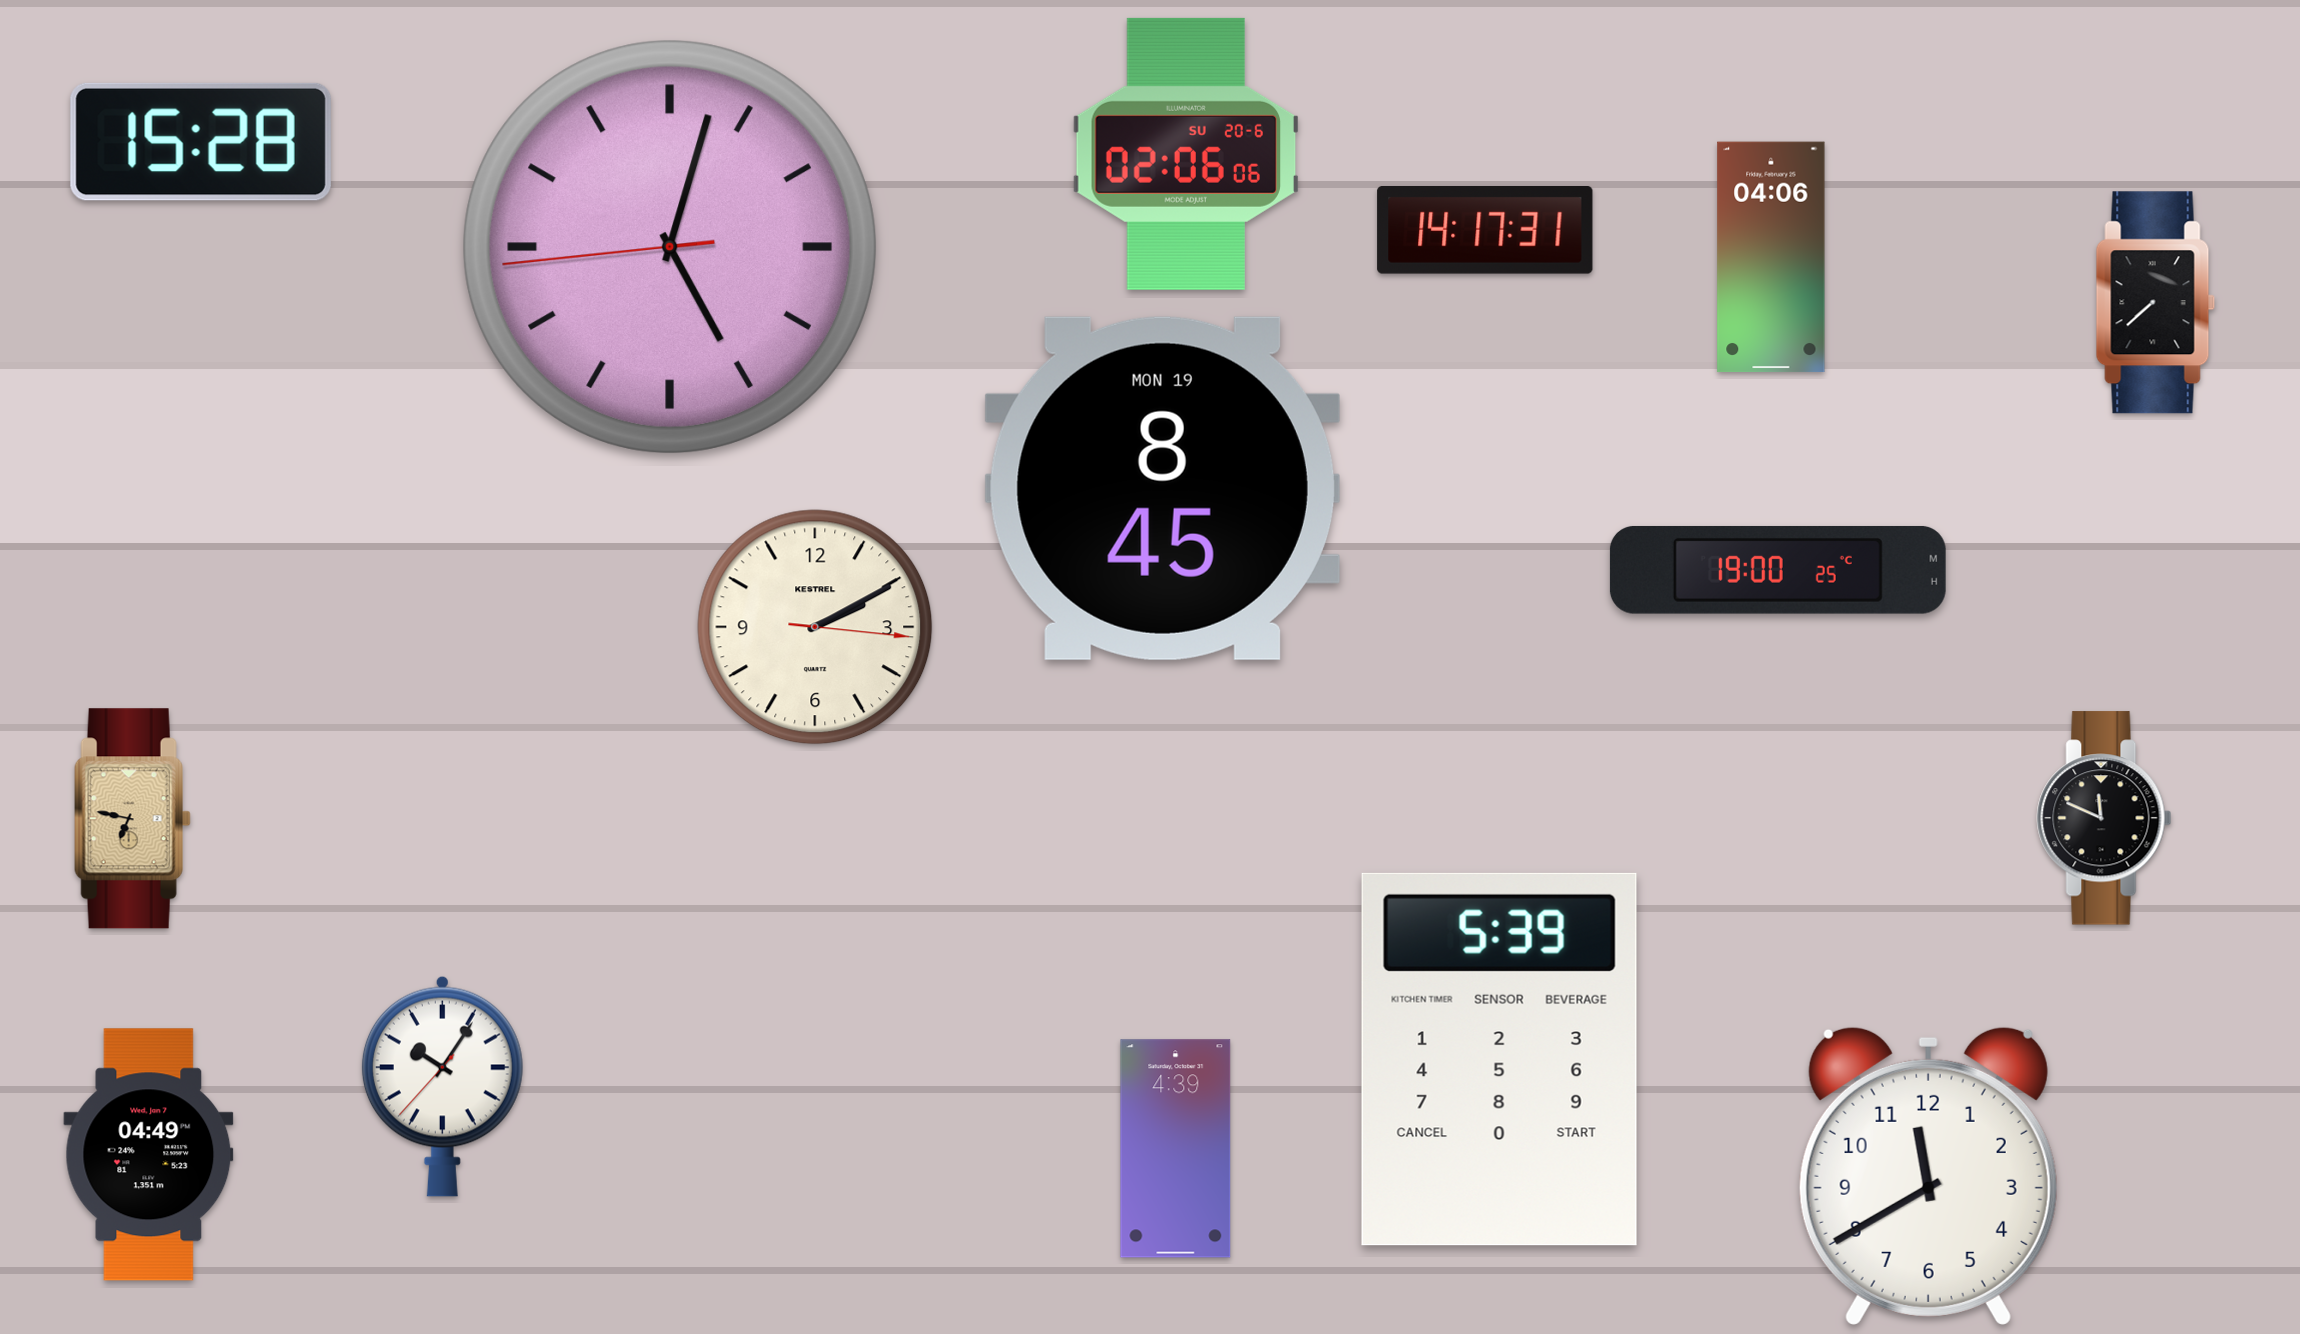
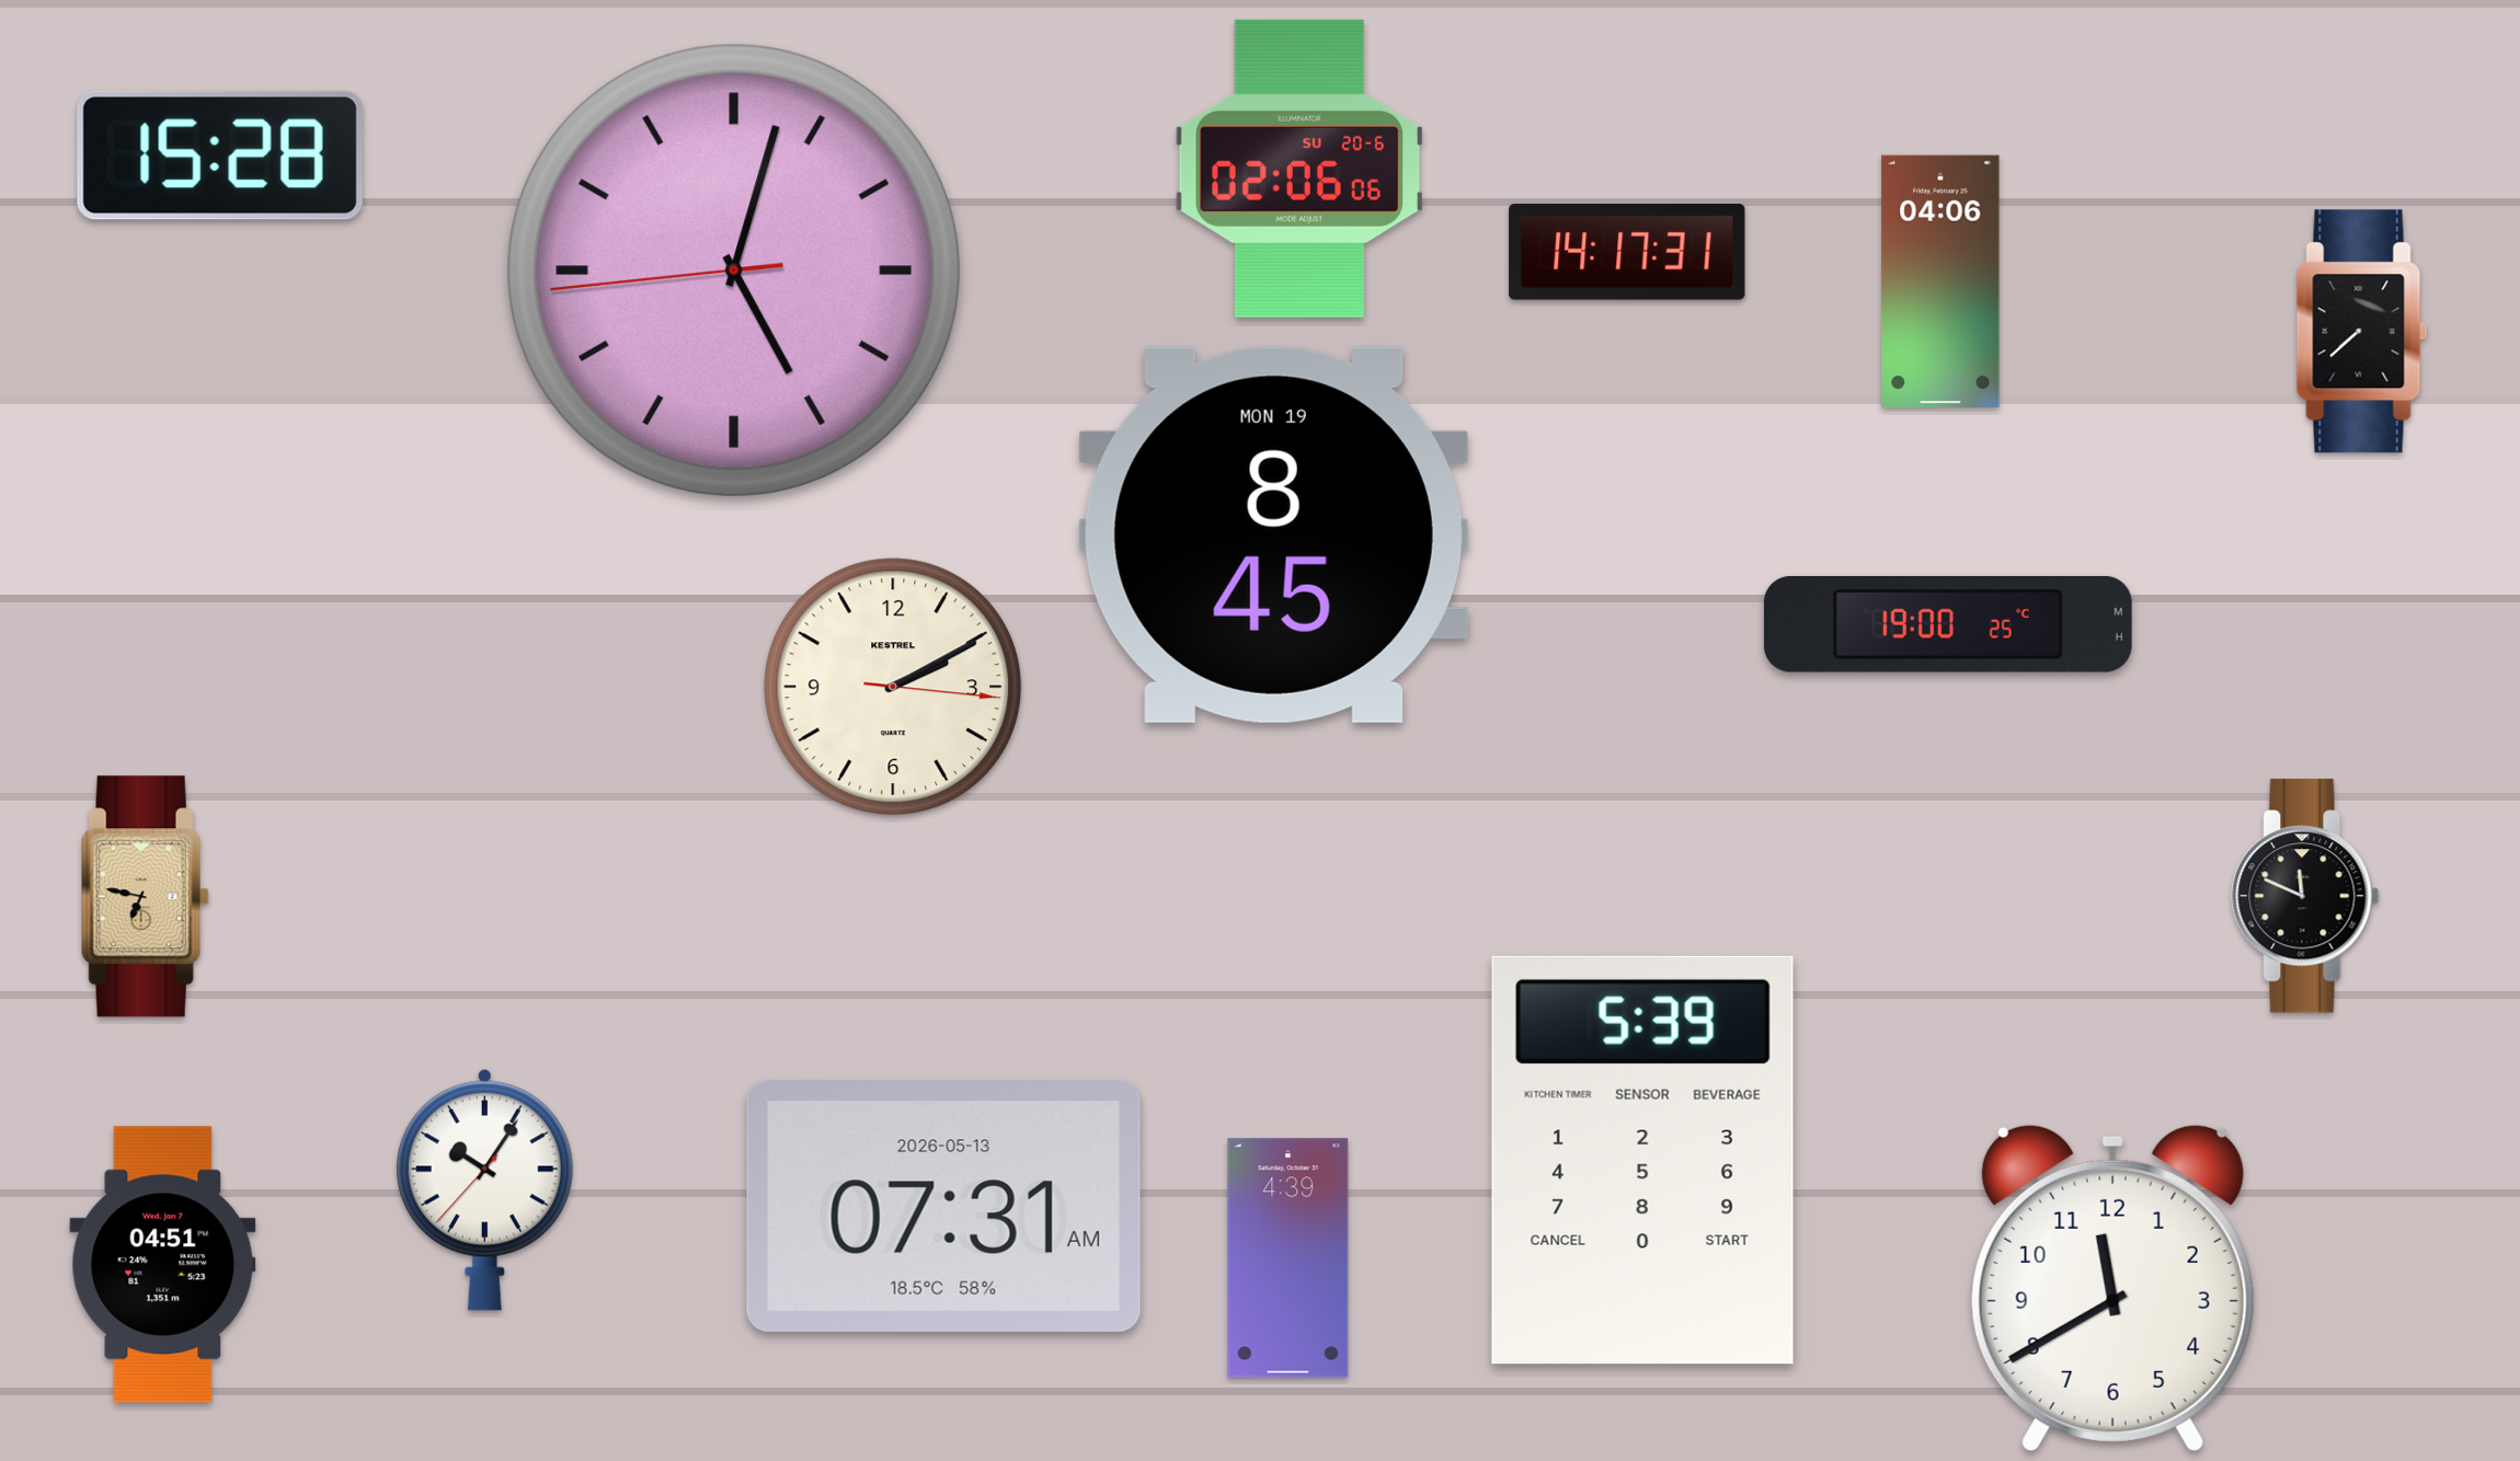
clock at (943, 1206): none -> 07:31
clock at (149, 1155): 04:49 -> 04:51
